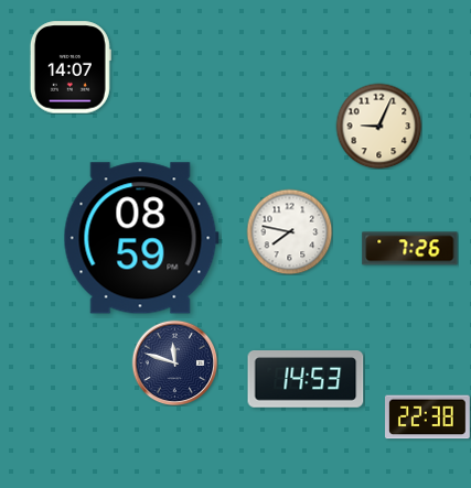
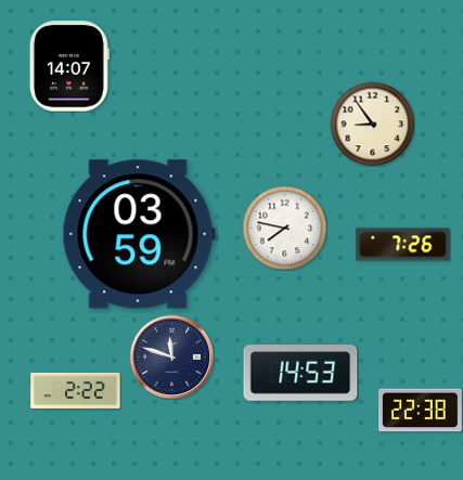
clock at (378, 126): 9:04 -> 8:54
clock at (141, 238): 08:59 -> 03:59
clock at (76, 390): none -> 2:22
